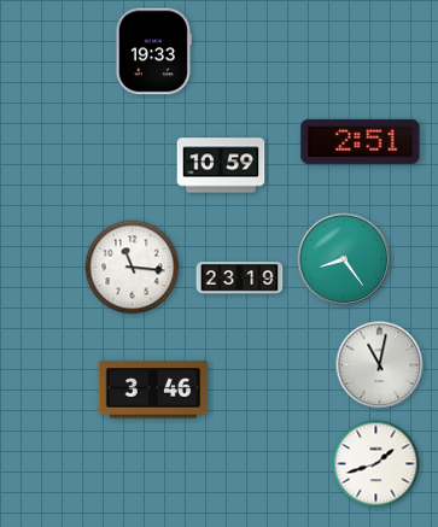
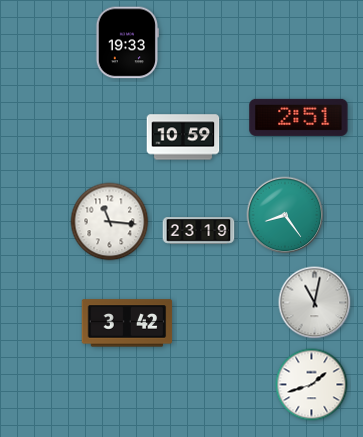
clock at (153, 390): 3:46 -> 3:42
